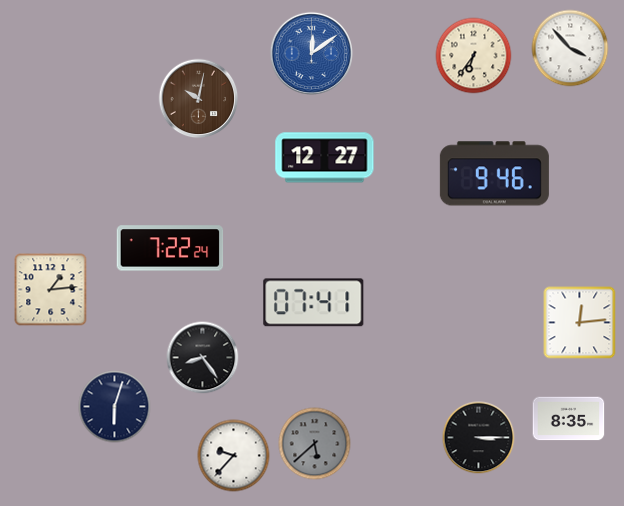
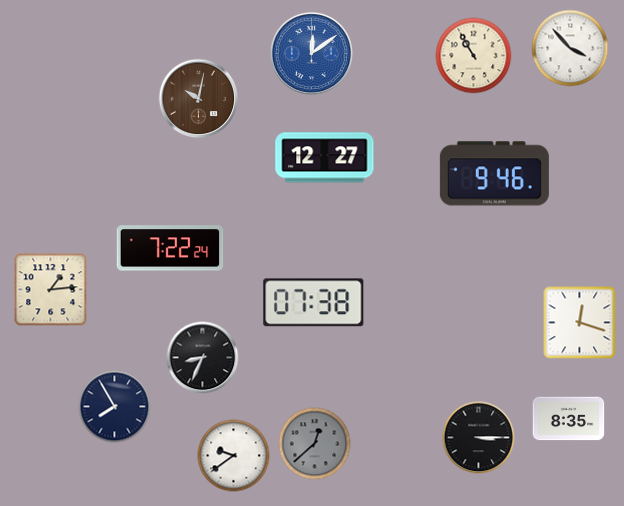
clock at (474, 56): 6:36 -> 10:55
clock at (314, 303): 07:41 -> 07:38
clock at (580, 323): 12:14 -> 12:18
clock at (203, 358): 8:24 -> 8:34
clock at (115, 407): 6:03 -> 7:55
clock at (315, 444): 5:38 -> 12:38
clock at (234, 456): 9:37 -> 9:39
